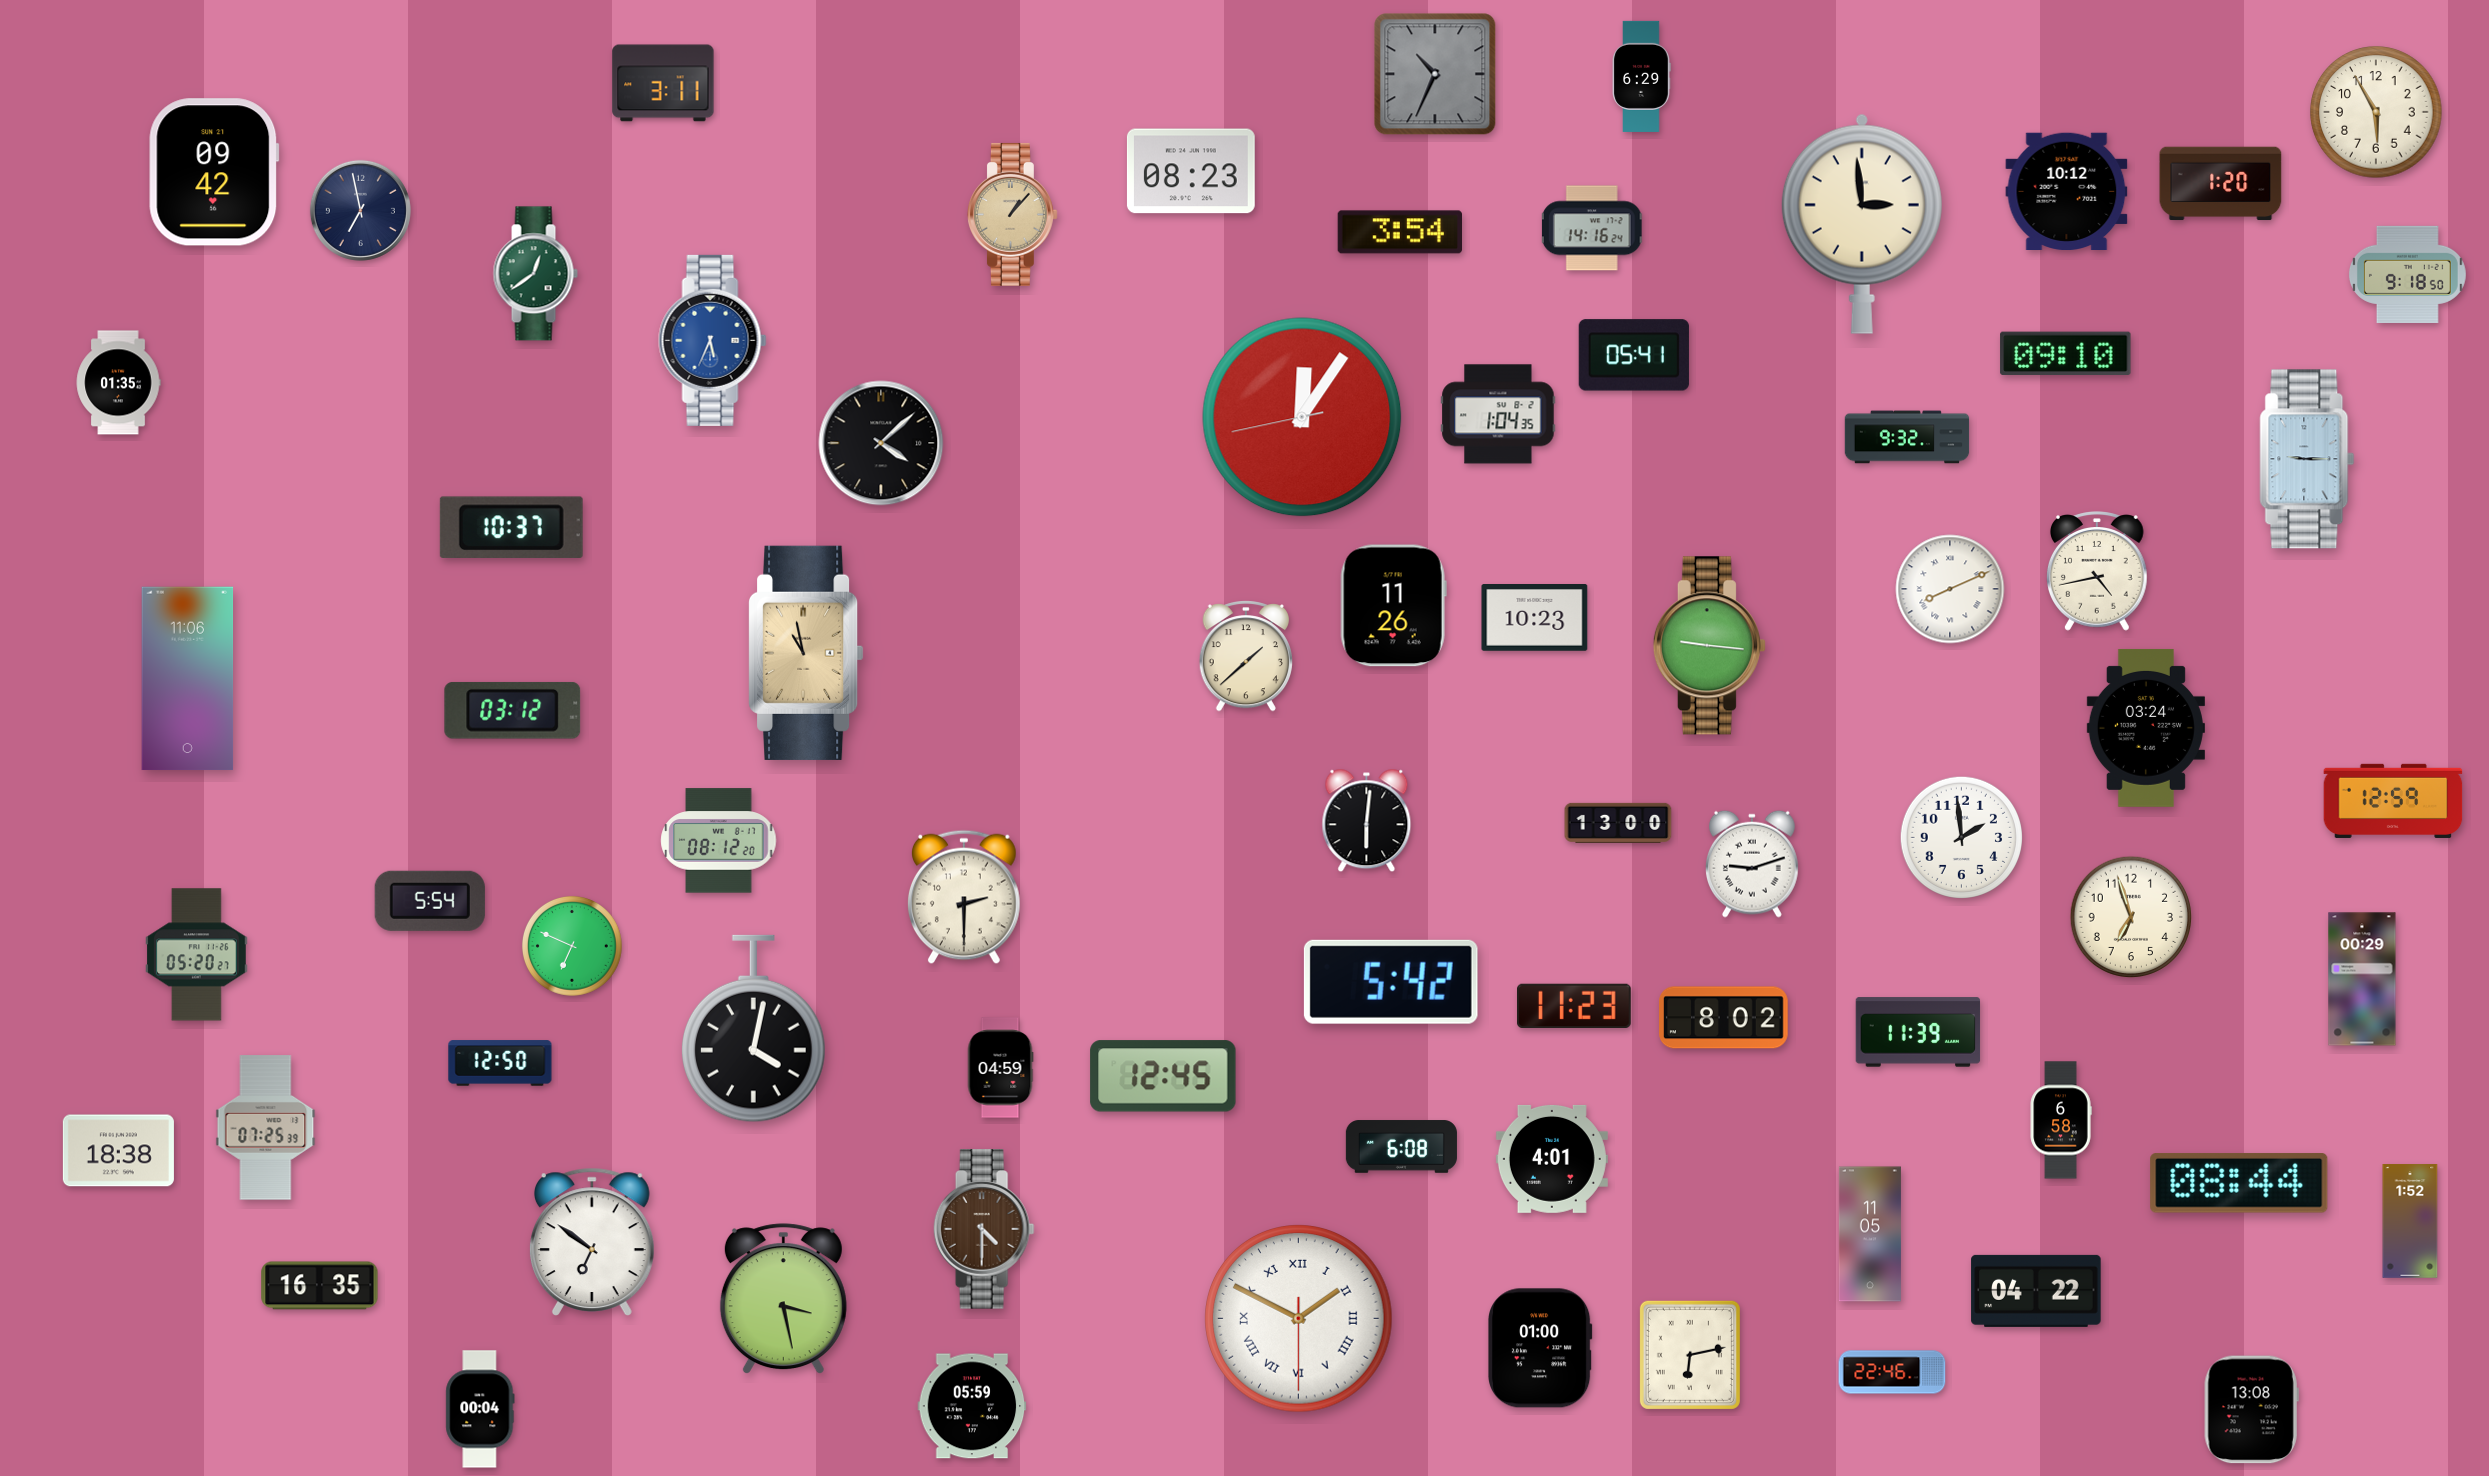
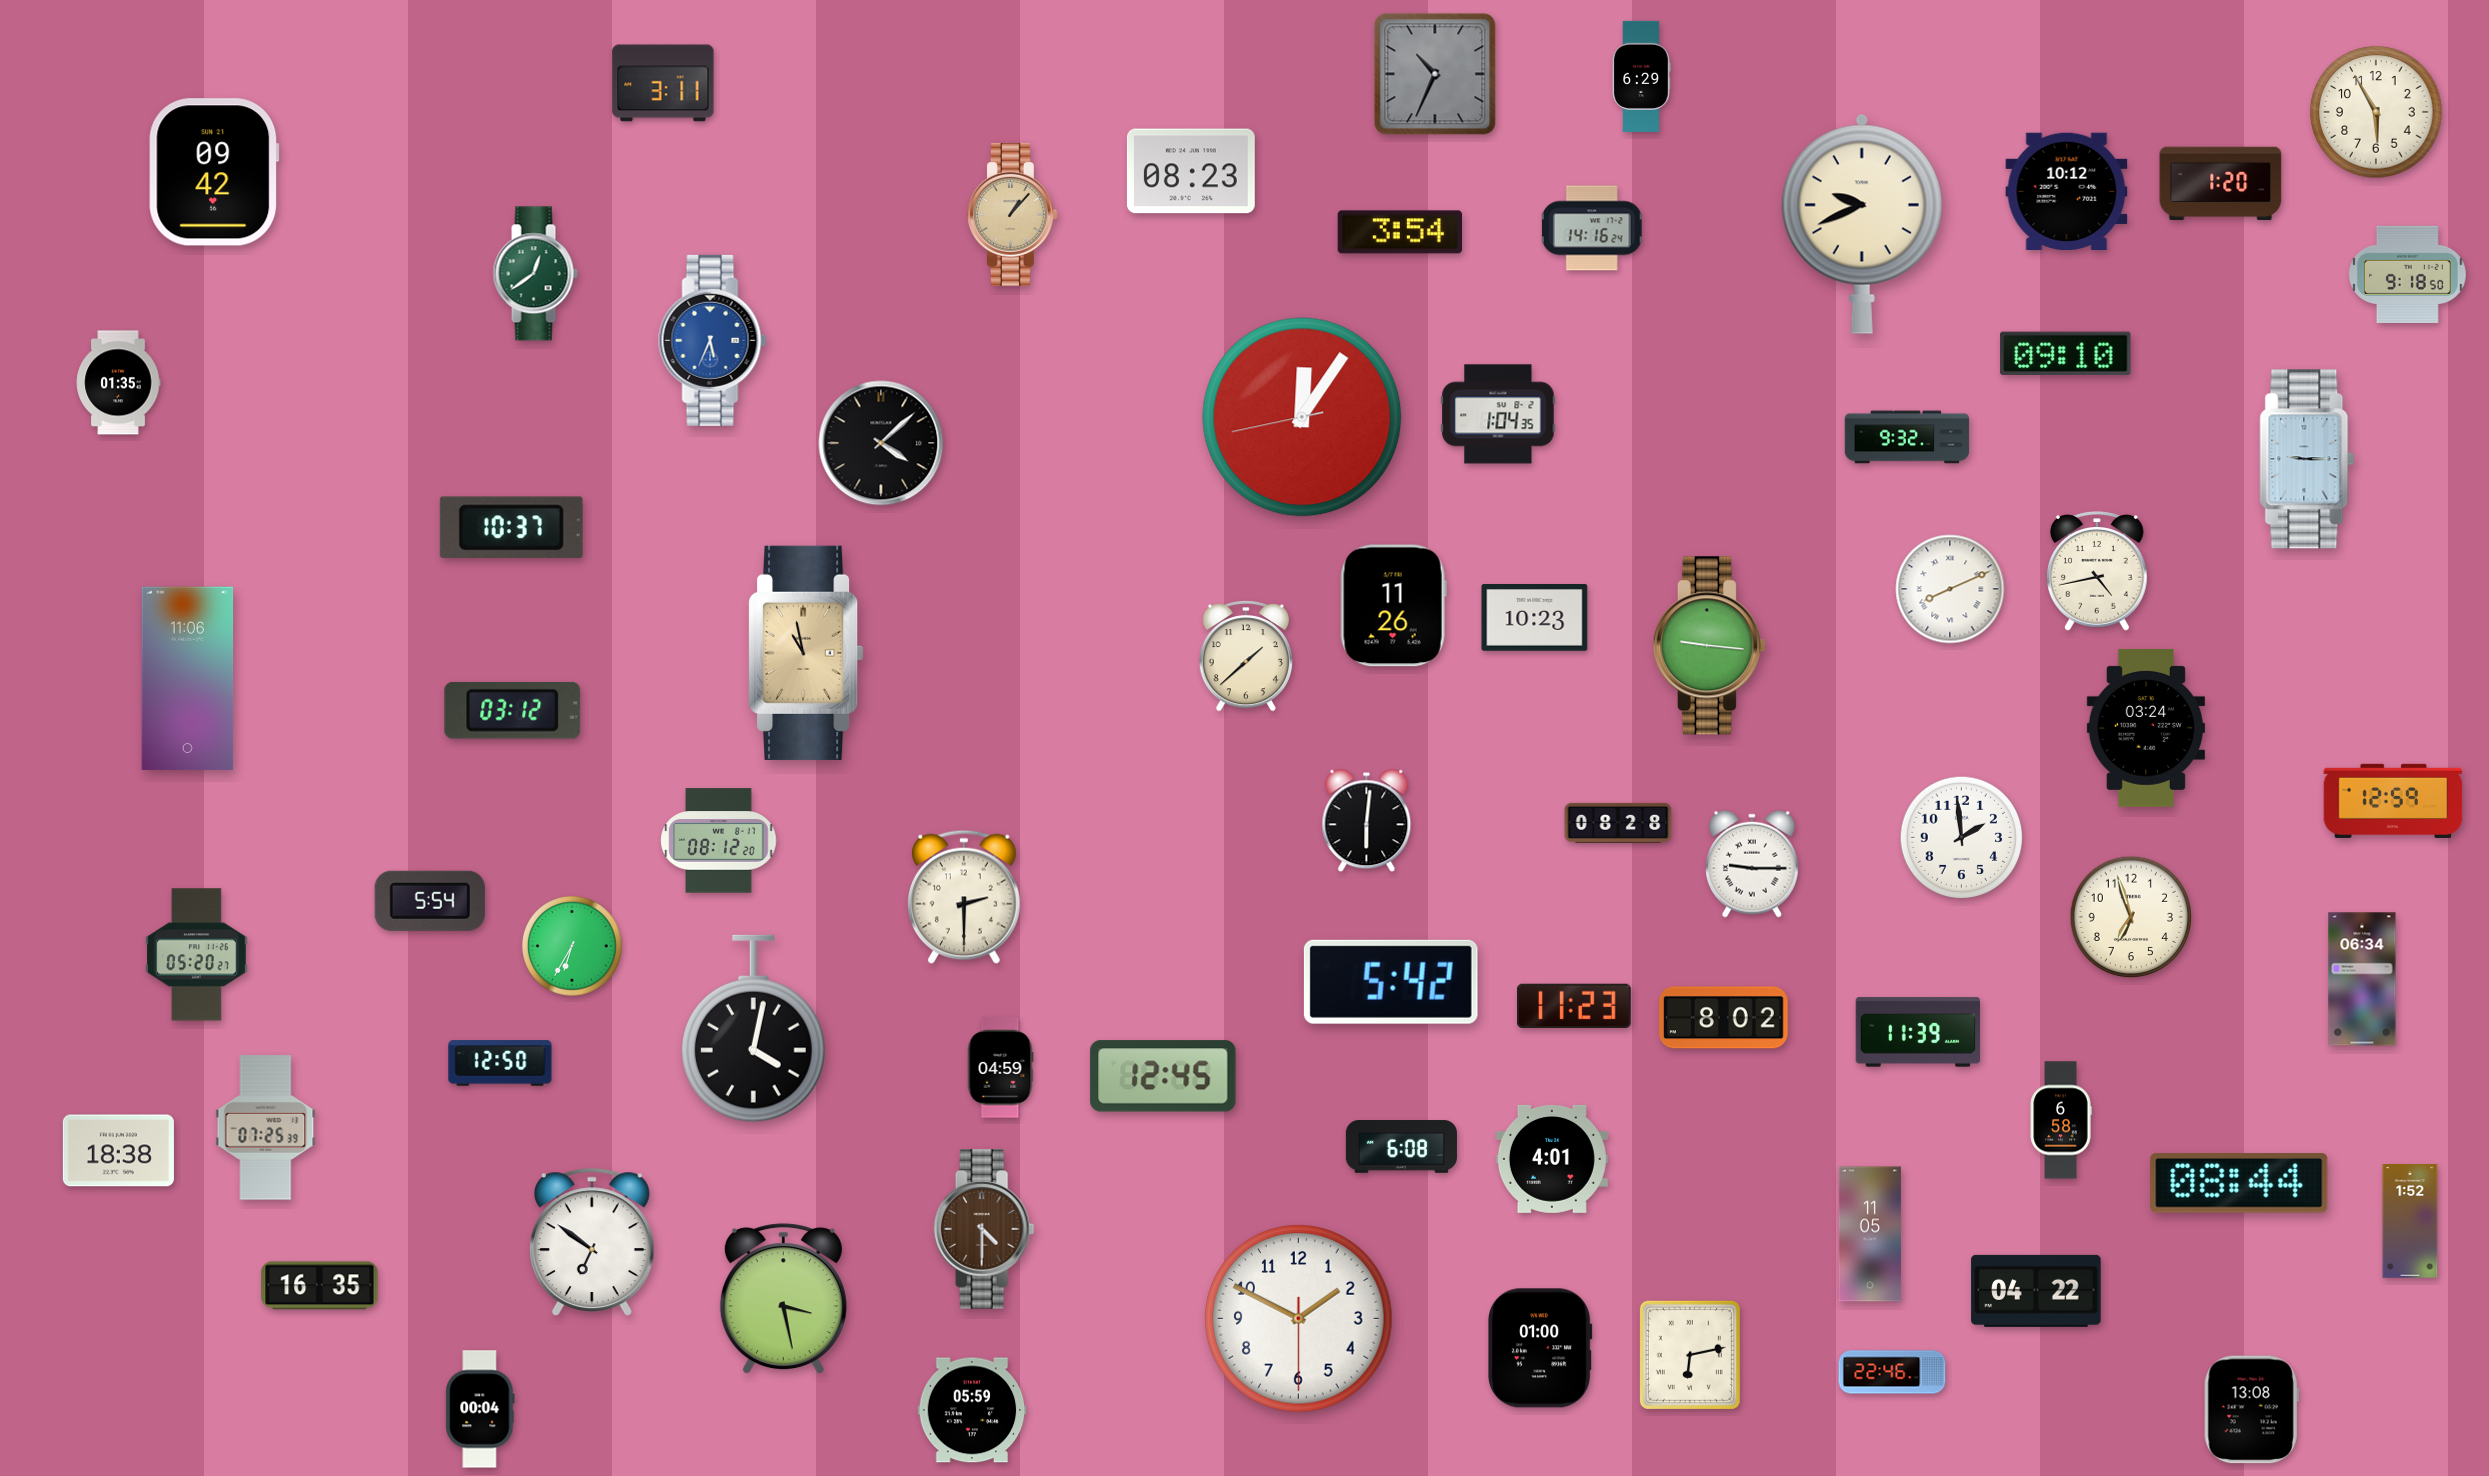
clock at (360, 210): 6:58 -> none
clock at (1862, 224): 2:59 -> 9:41
clock at (1634, 355): 05:41 -> none
clock at (1618, 823): 13:00 -> 08:28
clock at (1752, 864): 9:12 -> 9:15
clock at (572, 946): 6:49 -> 6:35
clock at (2362, 979): 00:29 -> 06:34
clock at (1299, 1319) numerals: Roman -> Arabic
clock at (972, 1406) position: (972, 1406) -> (972, 1410)
